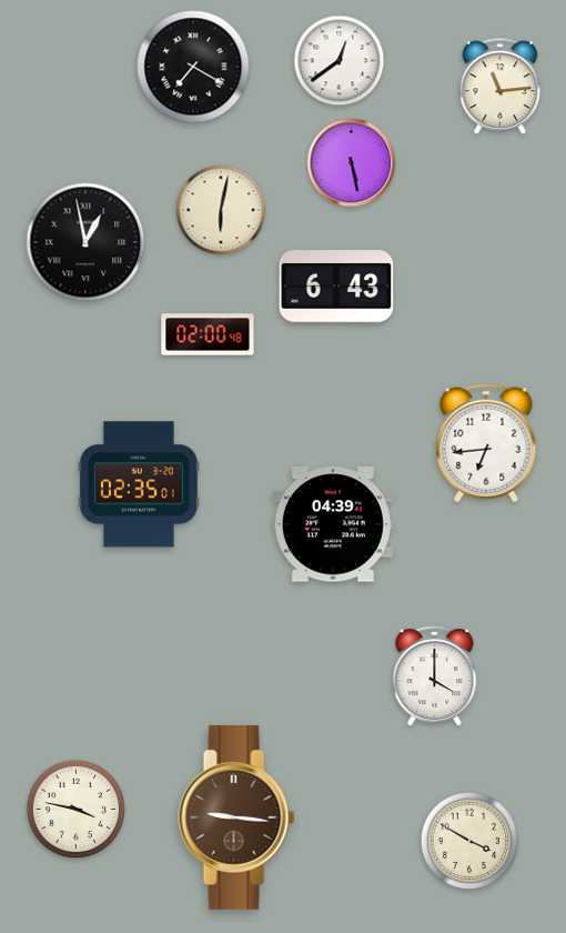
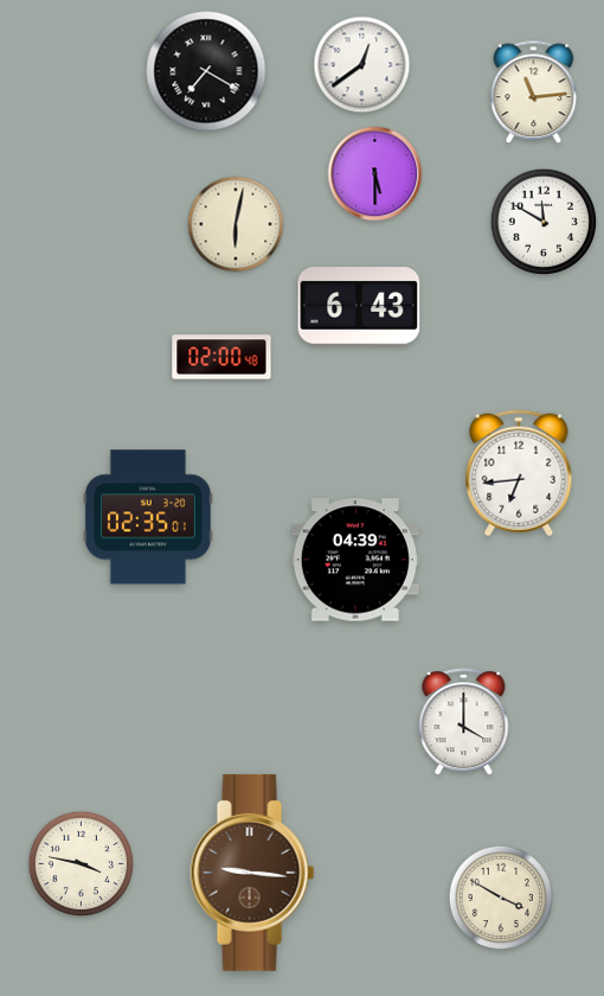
clock at (352, 163): 5:28 -> 5:30
clock at (544, 222): none -> 11:50
clock at (85, 242): 12:58 -> none
